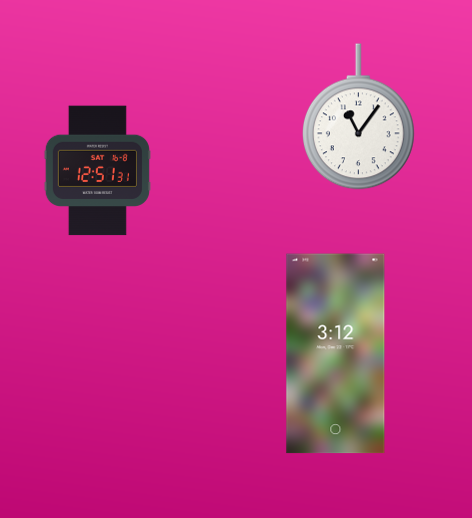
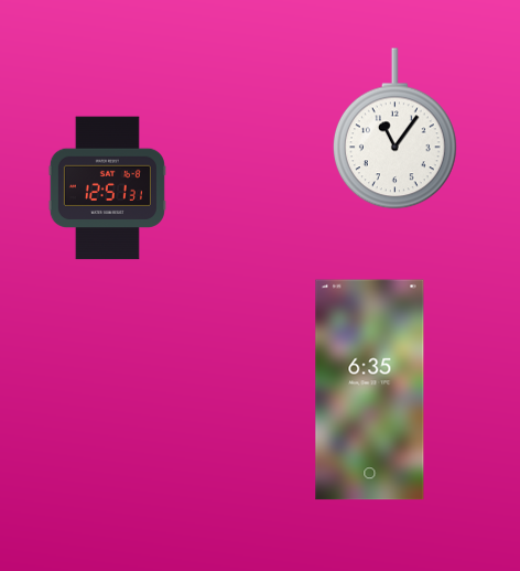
clock at (336, 354): 3:12 -> 6:35
